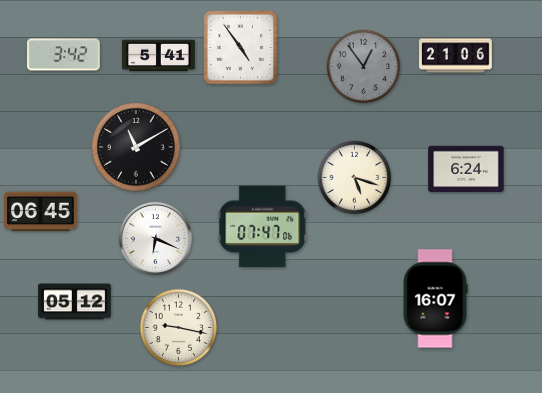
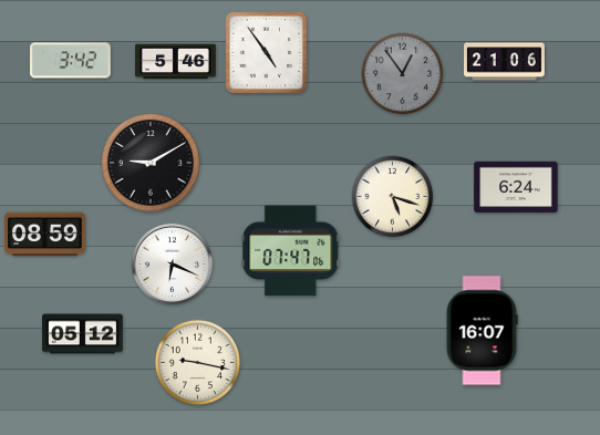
clock at (159, 56): 5:41 -> 5:46
clock at (137, 148): 11:10 -> 9:10
clock at (41, 212): 06:45 -> 08:59
